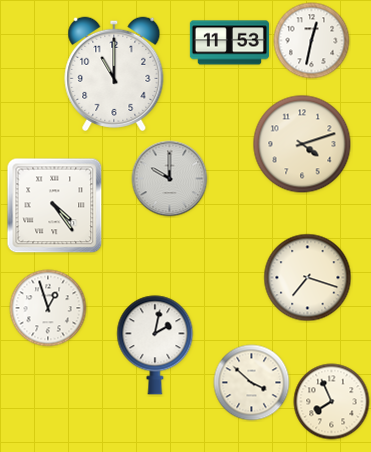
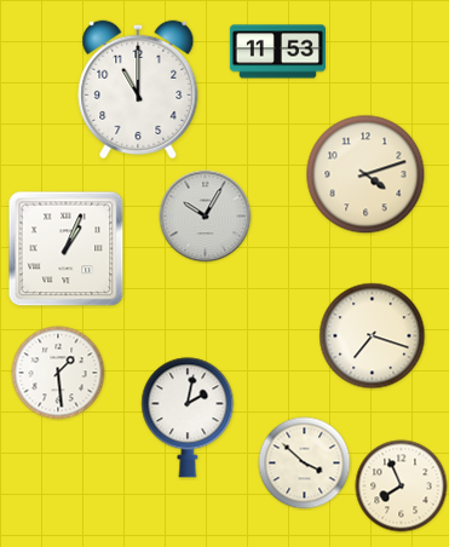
clock at (312, 41): 12:32 -> none
clock at (170, 179): 10:00 -> 10:05
clock at (55, 206): 4:24 -> 1:04
clock at (48, 308): 12:57 -> 1:29
